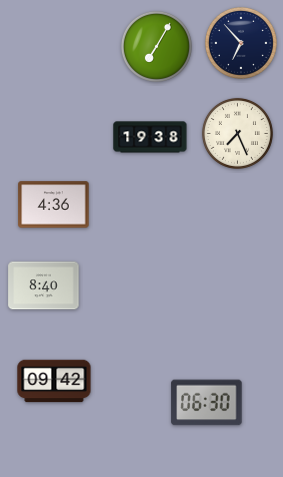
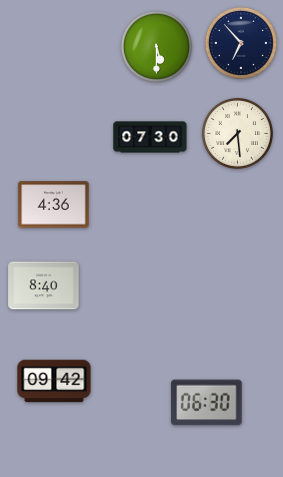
clock at (156, 46): 7:05 -> 5:30
clock at (237, 133): 7:26 -> 7:29
clock at (150, 137): 19:38 -> 07:30
